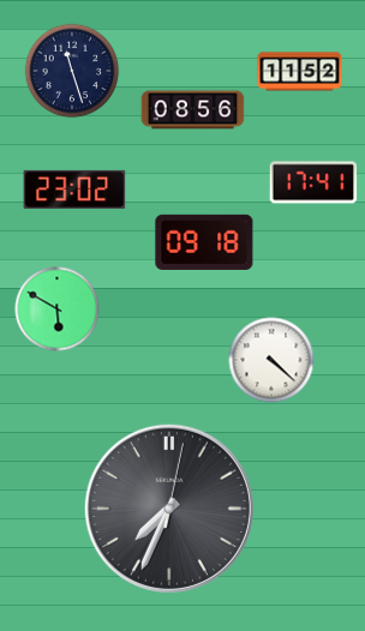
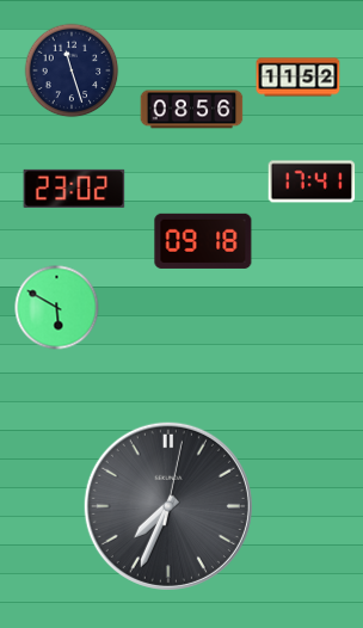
clock at (300, 72) position: (300, 72) -> (299, 78)
clock at (271, 360): 4:22 -> none
